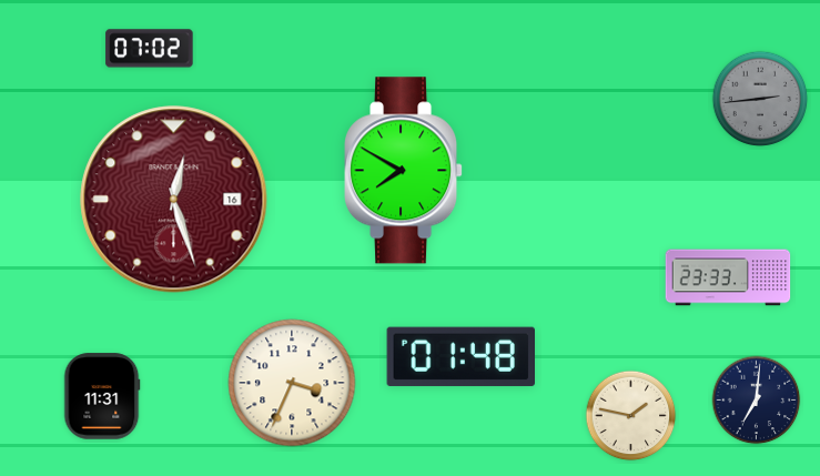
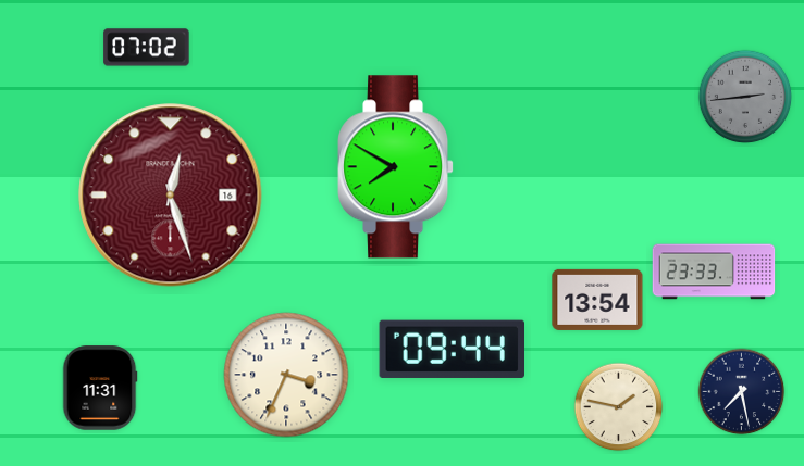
clock at (597, 300): none -> 13:54
clock at (460, 356): 01:48 -> 09:44
clock at (757, 401): 7:01 -> 7:28
